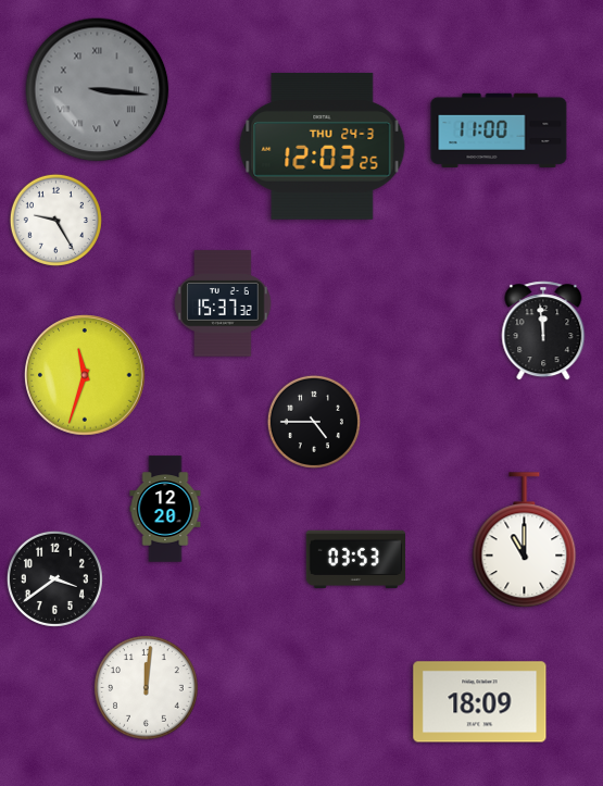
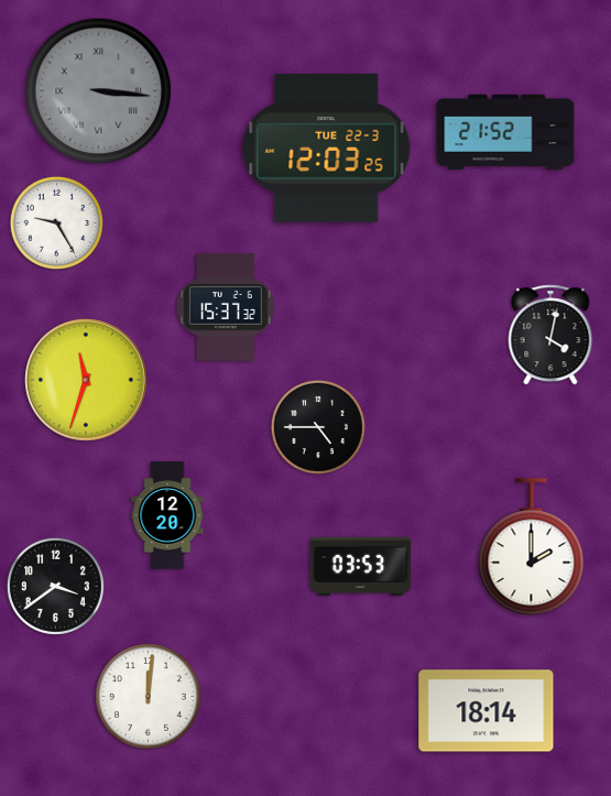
clock at (499, 130): 11:00 -> 21:52
clock at (323, 146) date: THU 24-3 -> TUE 22-3
clock at (543, 330): 11:59 -> 4:02
clock at (525, 540): 11:00 -> 2:00
clock at (480, 702): 18:09 -> 18:14
